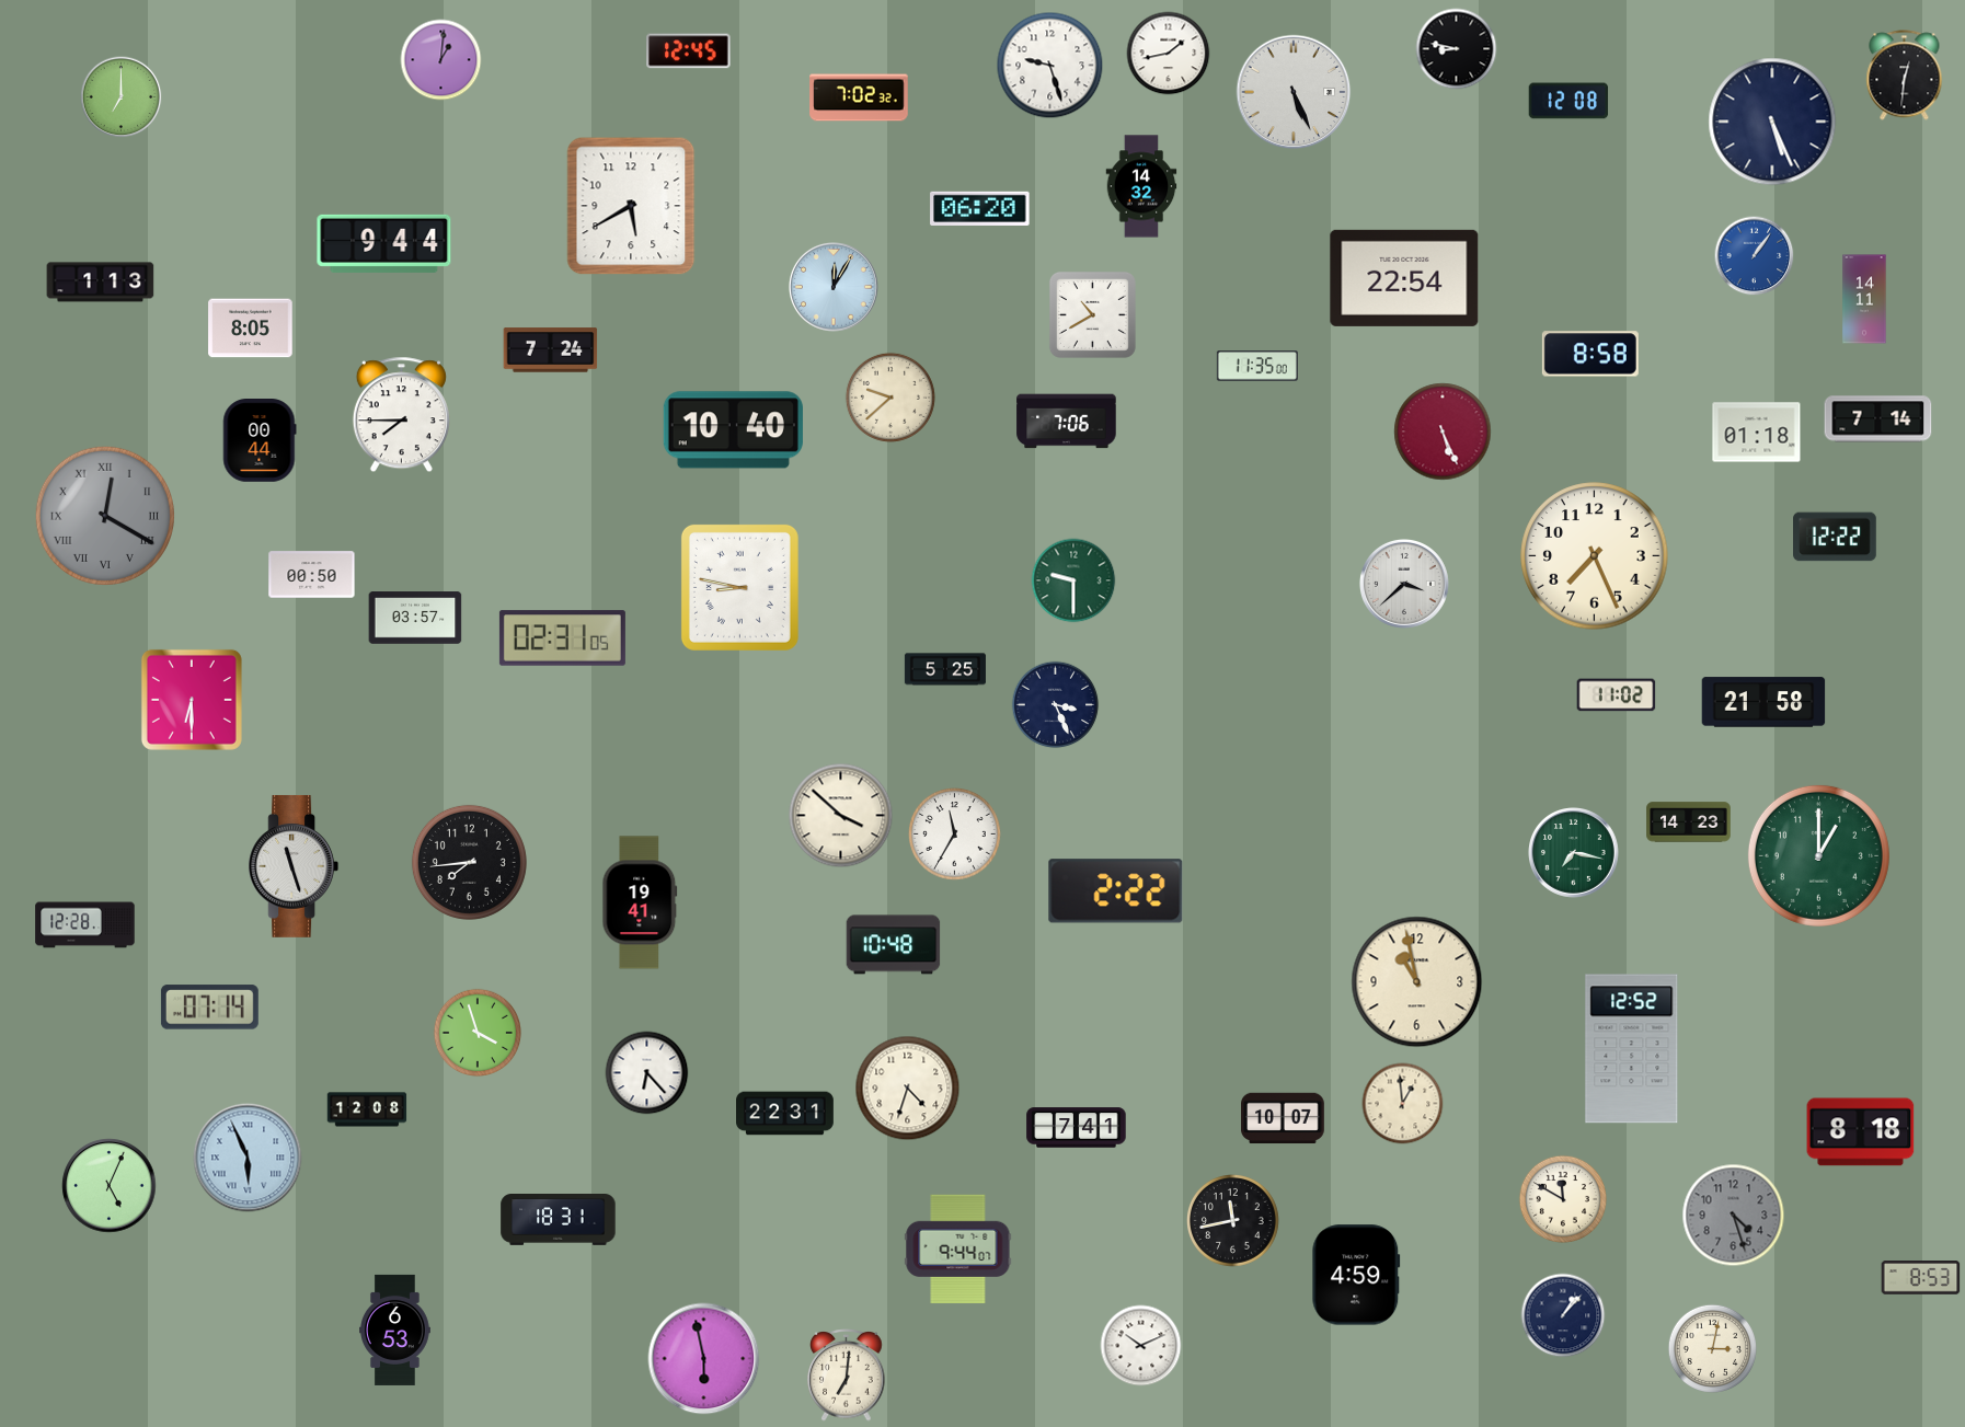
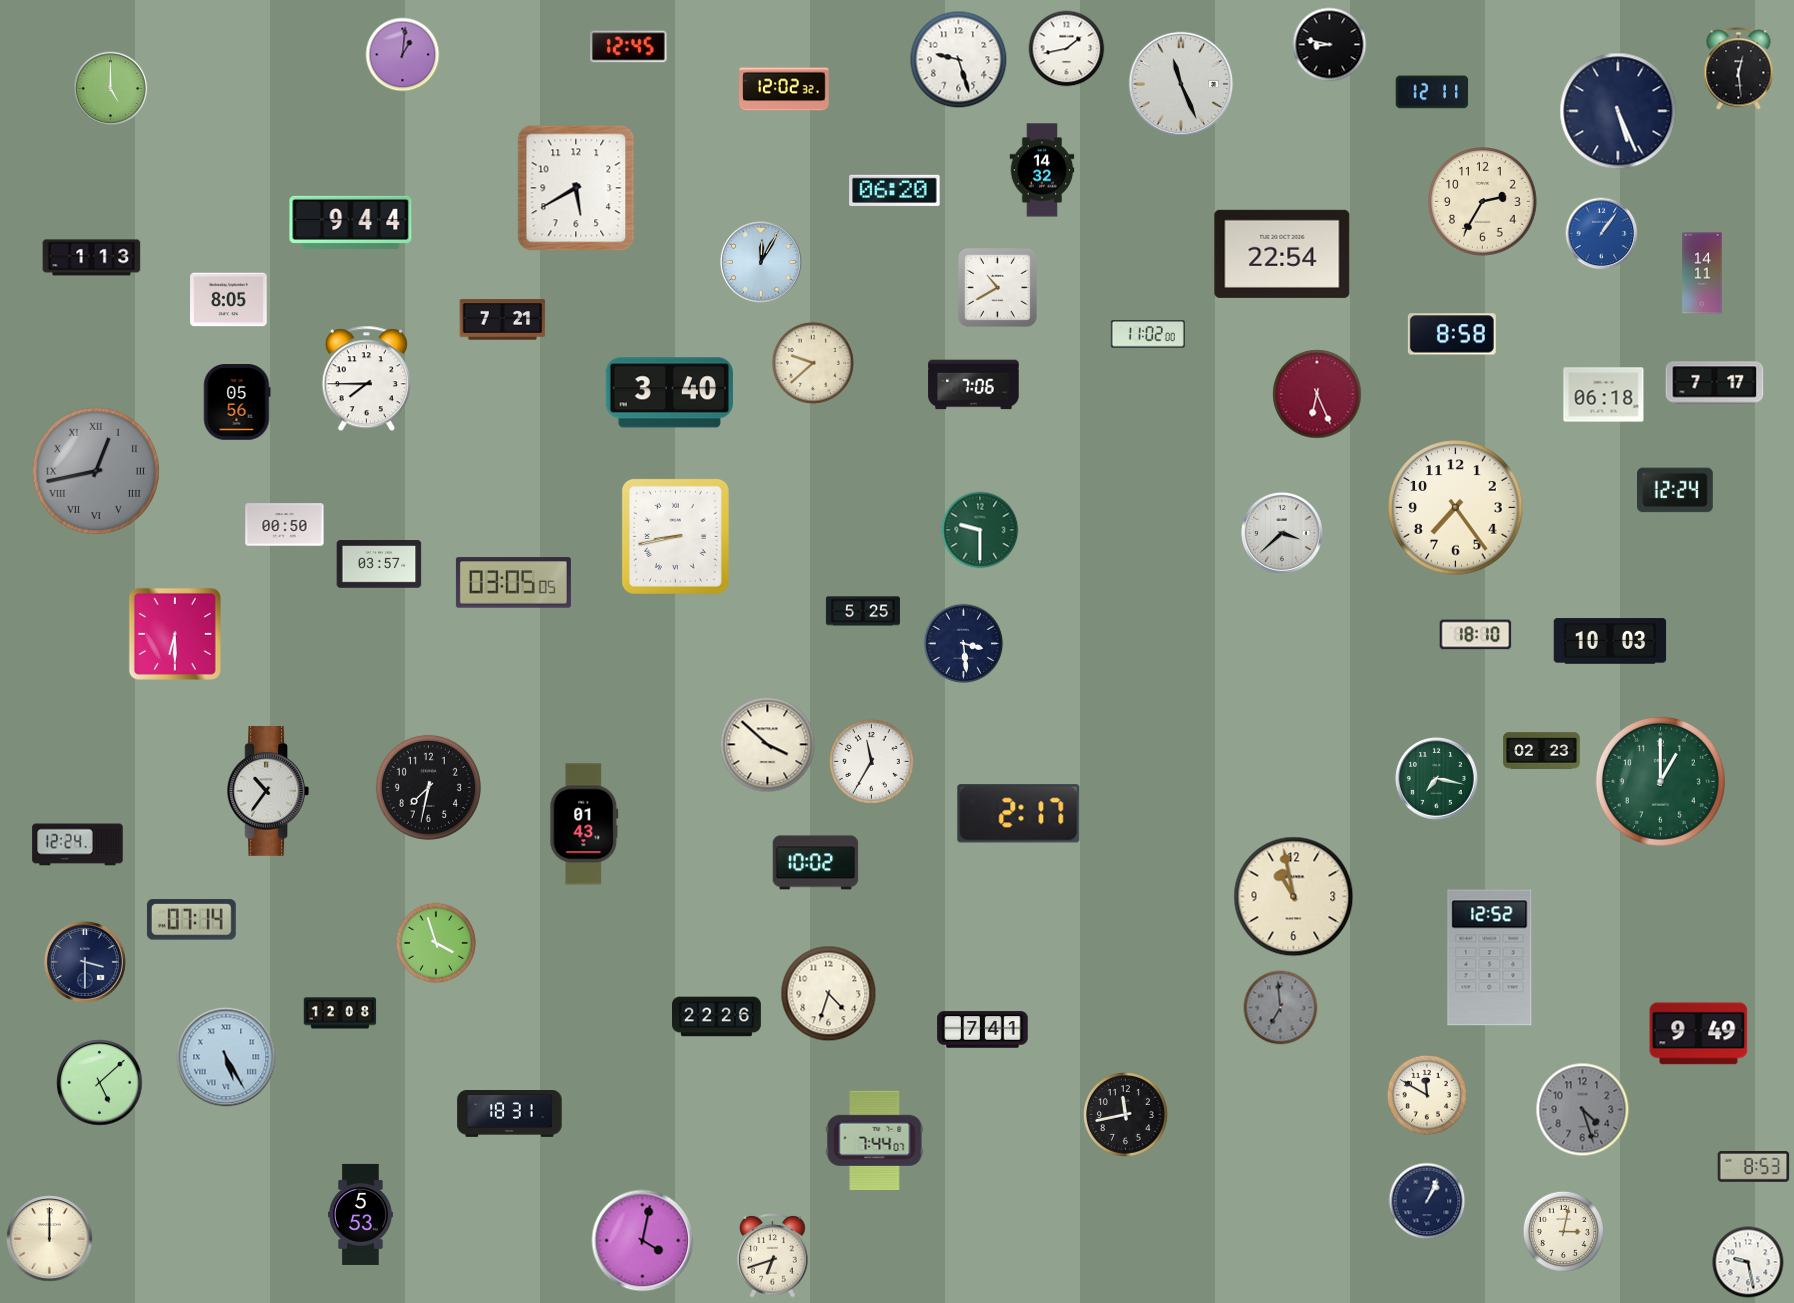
clock at (1905, 76): 12:31 -> 12:29
clock at (1294, 92): 5:26 -> 11:26
clock at (122, 97): 7:00 -> 5:00
clock at (859, 97): 7:02 -> 12:02
clock at (1568, 101): 12:08 -> 12:11
clock at (1483, 202): none -> 2:35
clock at (551, 350): 7:24 -> 7:21
clock at (1590, 354) position: (1590, 354) -> (1452, 334)
clock at (1257, 366): 11:35 -> 11:02
clock at (1878, 419): 7:14 -> 7:17
clock at (733, 430): 10:40 -> 3:40
clock at (1443, 431): 5:26 -> 6:26
clock at (1757, 433): 01:18 -> 06:18
clock at (260, 441): 00:44 -> 05:56
clock at (105, 516): 12:20 -> 12:43
clock at (1836, 537): 12:22 -> 12:24
clock at (1595, 556): 7:26 -> 7:24
clock at (739, 587): 8:47 -> 8:43
clock at (562, 638): 02:31 -> 03:05
clock at (1617, 695): 11:02 -> 18:10
clock at (192, 700) position: (192, 700) -> (175, 634)
clock at (1763, 702): 21:58 -> 10:03
clock at (1056, 705): 3:26 -> 3:29
clock at (1689, 822): 14:23 -> 02:23
clock at (469, 862): 7:44 -> 7:32
clock at (294, 866): 11:27 -> 10:36
clock at (1116, 891): 2:22 -> 2:17
clock at (640, 902): 19:41 -> 01:43
clock at (85, 925): 12:28 -> 12:24
clock at (894, 945): 10:48 -> 10:02
clock at (85, 962): none -> 3:30
clock at (647, 1073): 6:23 -> none
clock at (1403, 1104): 12:59 -> 6:59
clock at (1403, 1104) dial: cream -> grey
clock at (367, 1109) position: (367, 1109) -> (340, 1013)
clock at (785, 1114): 22:31 -> 22:26
clock at (1284, 1118): 10:07 -> none
clock at (1861, 1132): 8:18 -> 9:49
clock at (248, 1158): 5:56 -> 5:25
clock at (110, 1186): 5:04 -> 5:08
clock at (958, 1250): 9:44 -> 7:44
clock at (1356, 1275): 4:59 -> none
clock at (1563, 1315): 1:07 -> 1:04
clock at (395, 1330): 6:53 -> 5:53
clock at (1141, 1346): 10:11 -> none
clock at (50, 1239): none -> 12:00
clock at (704, 1359): 5:58 -> 4:02
clock at (847, 1376): 7:01 -> 6:42
clock at (1748, 1262): none -> 9:28
